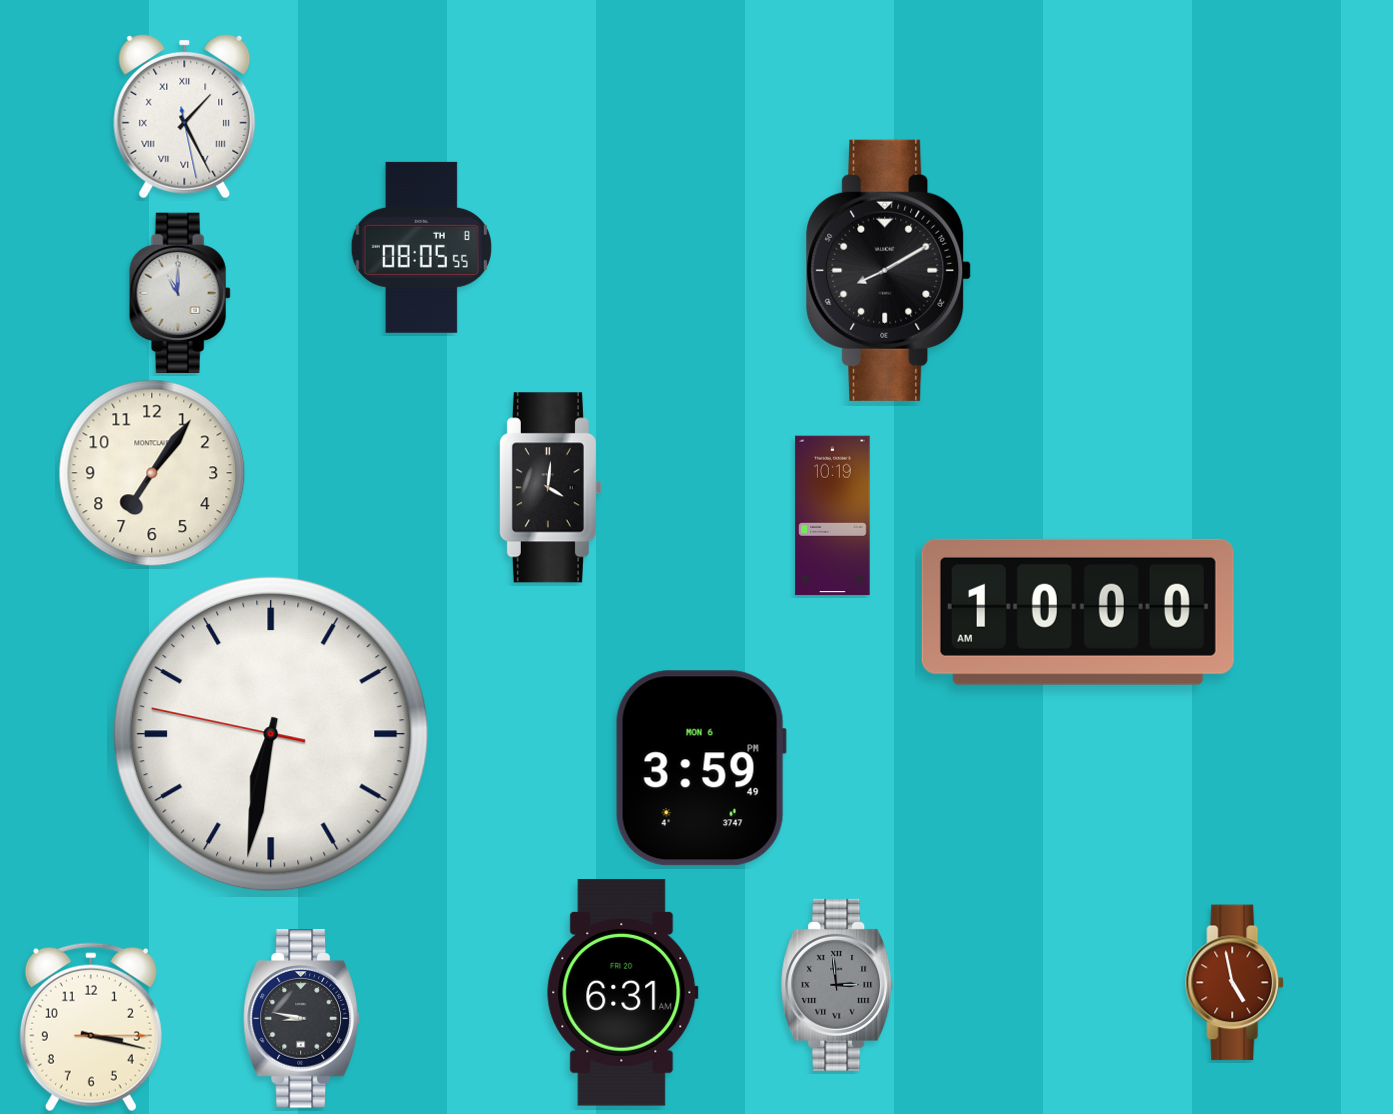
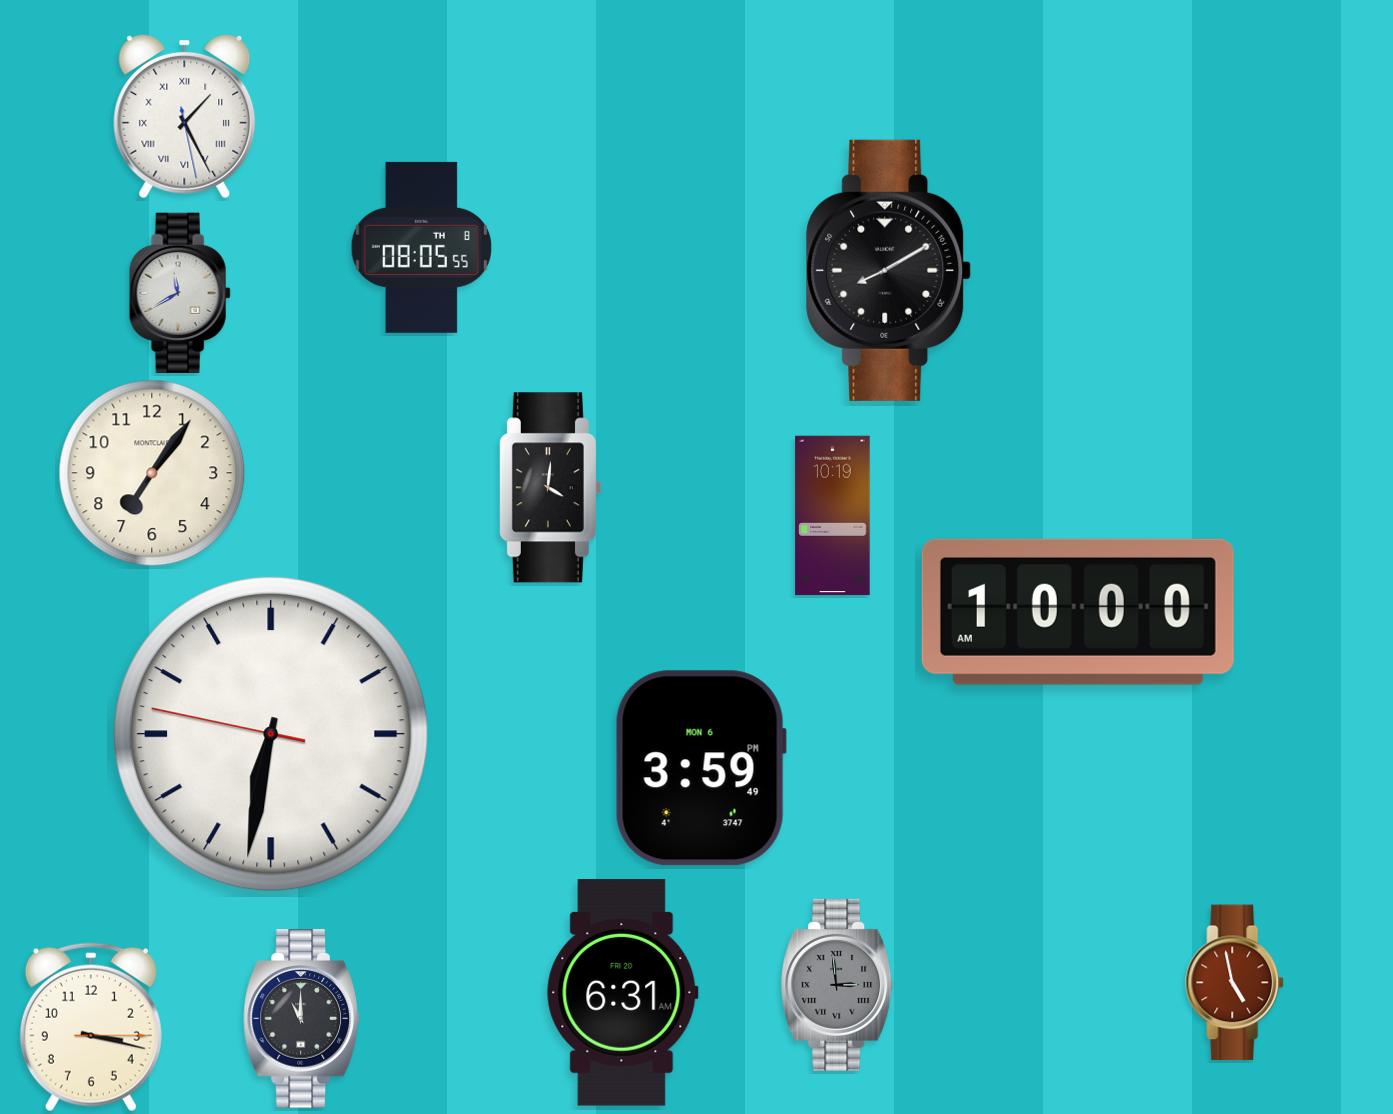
clock at (180, 292): 11:00 -> 11:40
clock at (302, 1019): 8:47 -> 11:00
